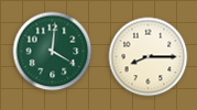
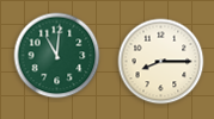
clock at (53, 52): 4:01 -> 11:01
